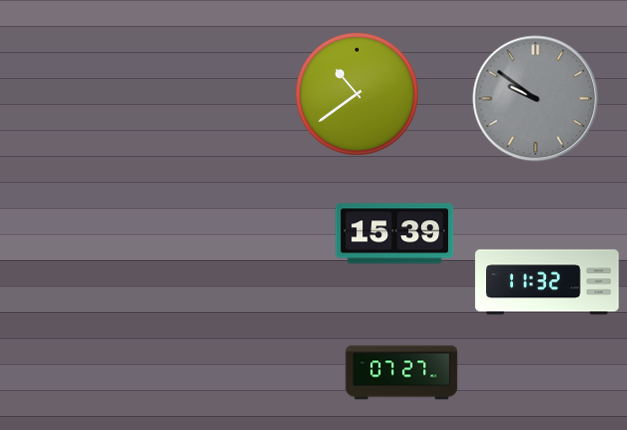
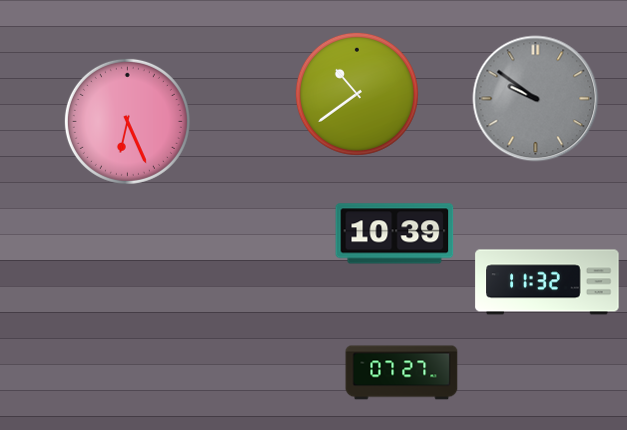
clock at (127, 121): none -> 6:26
clock at (395, 234): 15:39 -> 10:39
